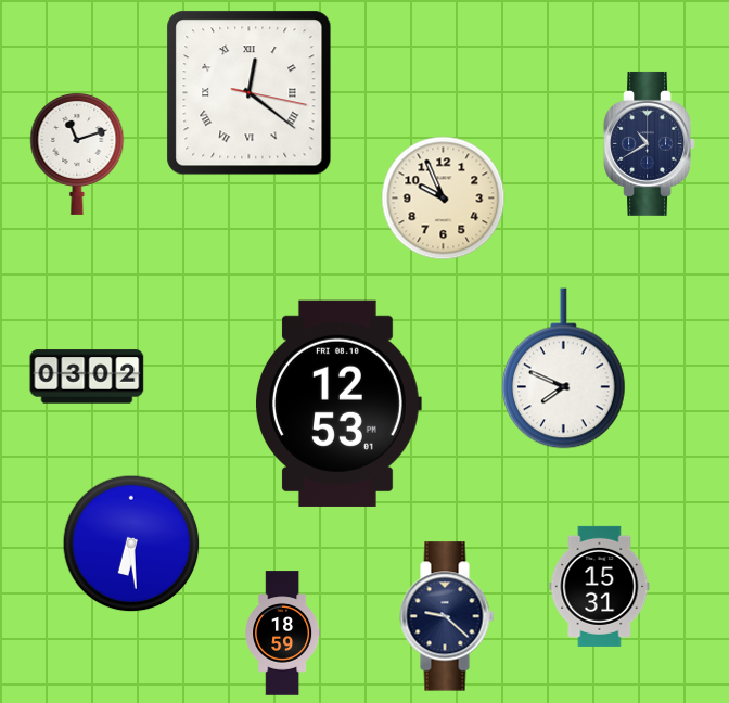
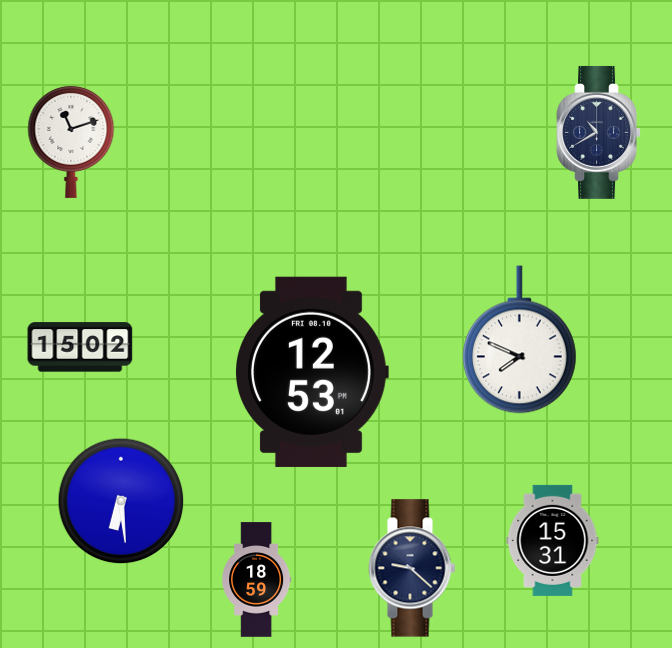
clock at (250, 93): 12:21 -> none
clock at (444, 199): 9:56 -> none
clock at (87, 376): 03:02 -> 15:02
clock at (283, 634) position: (283, 634) -> (257, 580)
